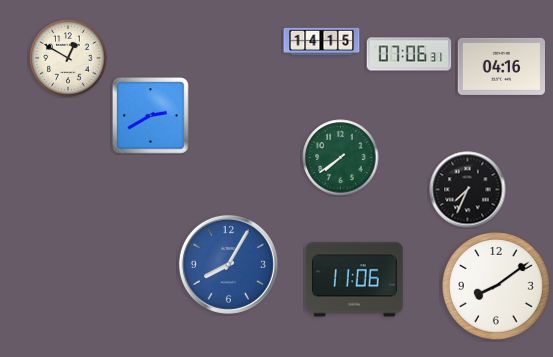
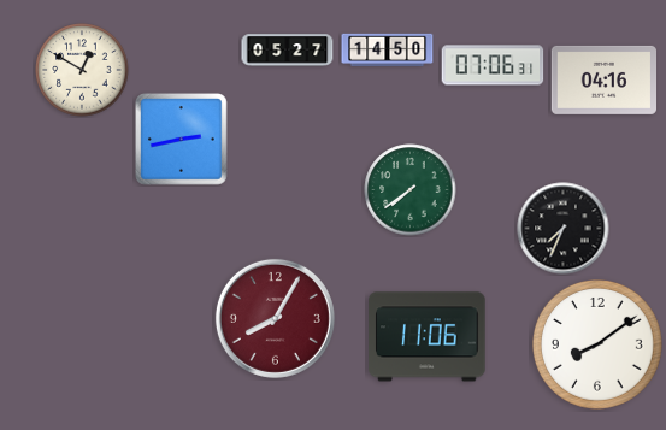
clock at (288, 51): none -> 05:27
clock at (322, 42): 14:15 -> 14:50
clock at (151, 116): 2:40 -> 2:43
clock at (228, 264) dial: blue -> burgundy
